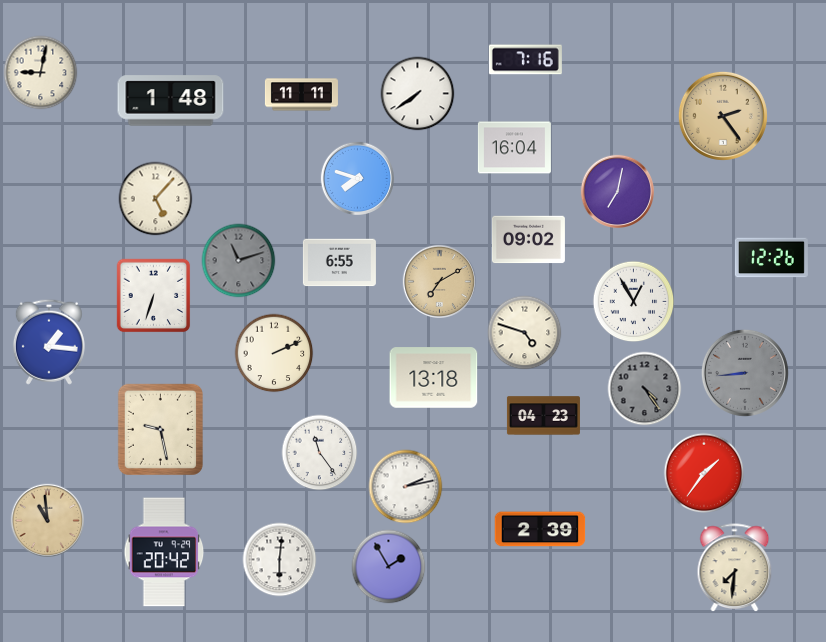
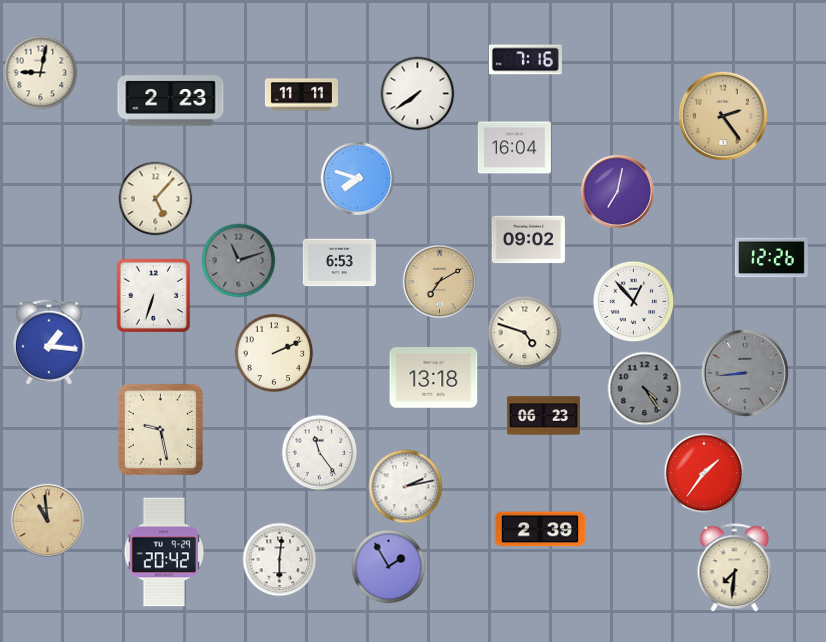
clock at (171, 101): 1:48 -> 2:23
clock at (339, 263): 6:55 -> 6:53
clock at (634, 302): 12:55 -> 12:53
clock at (543, 416): 04:23 -> 06:23
